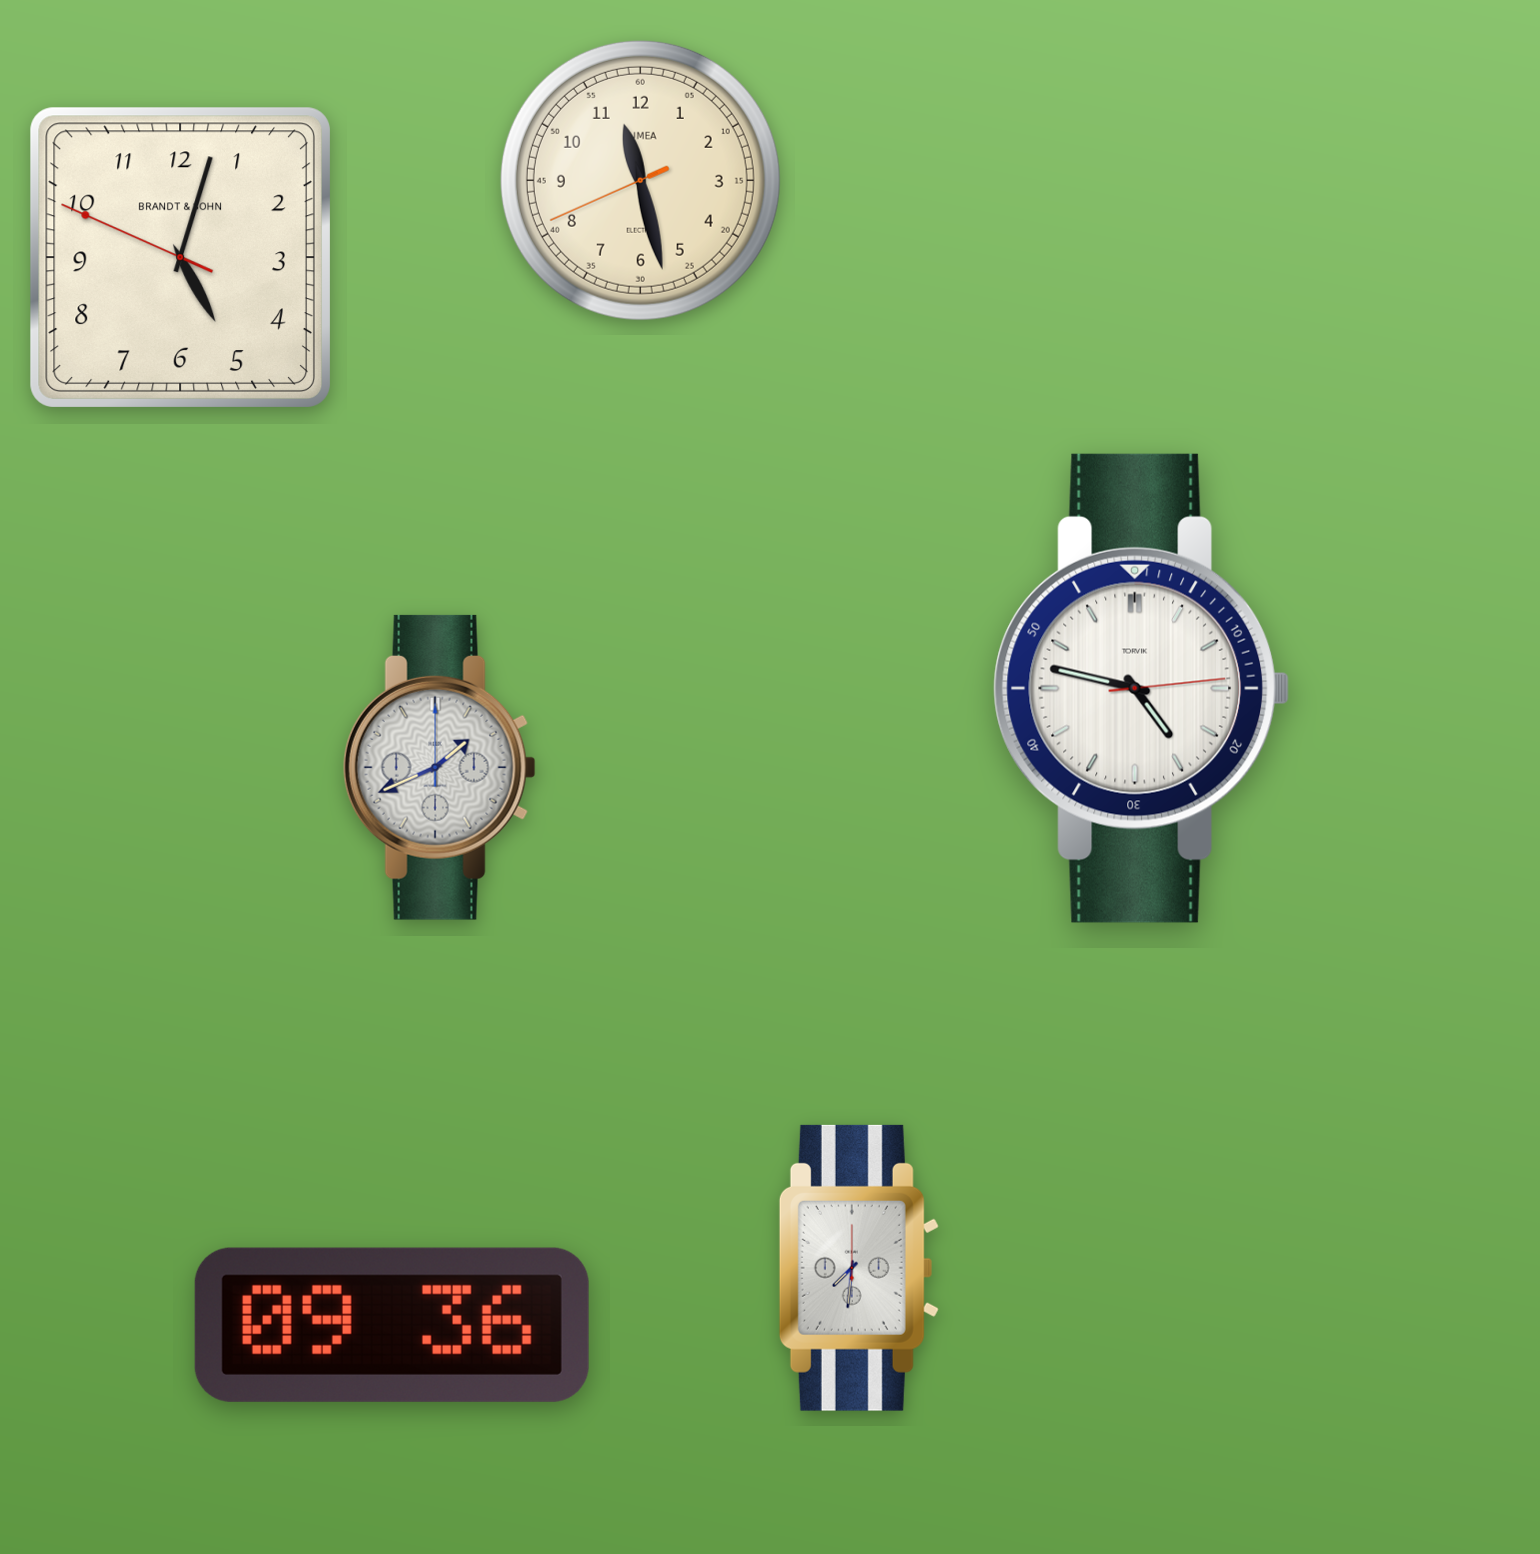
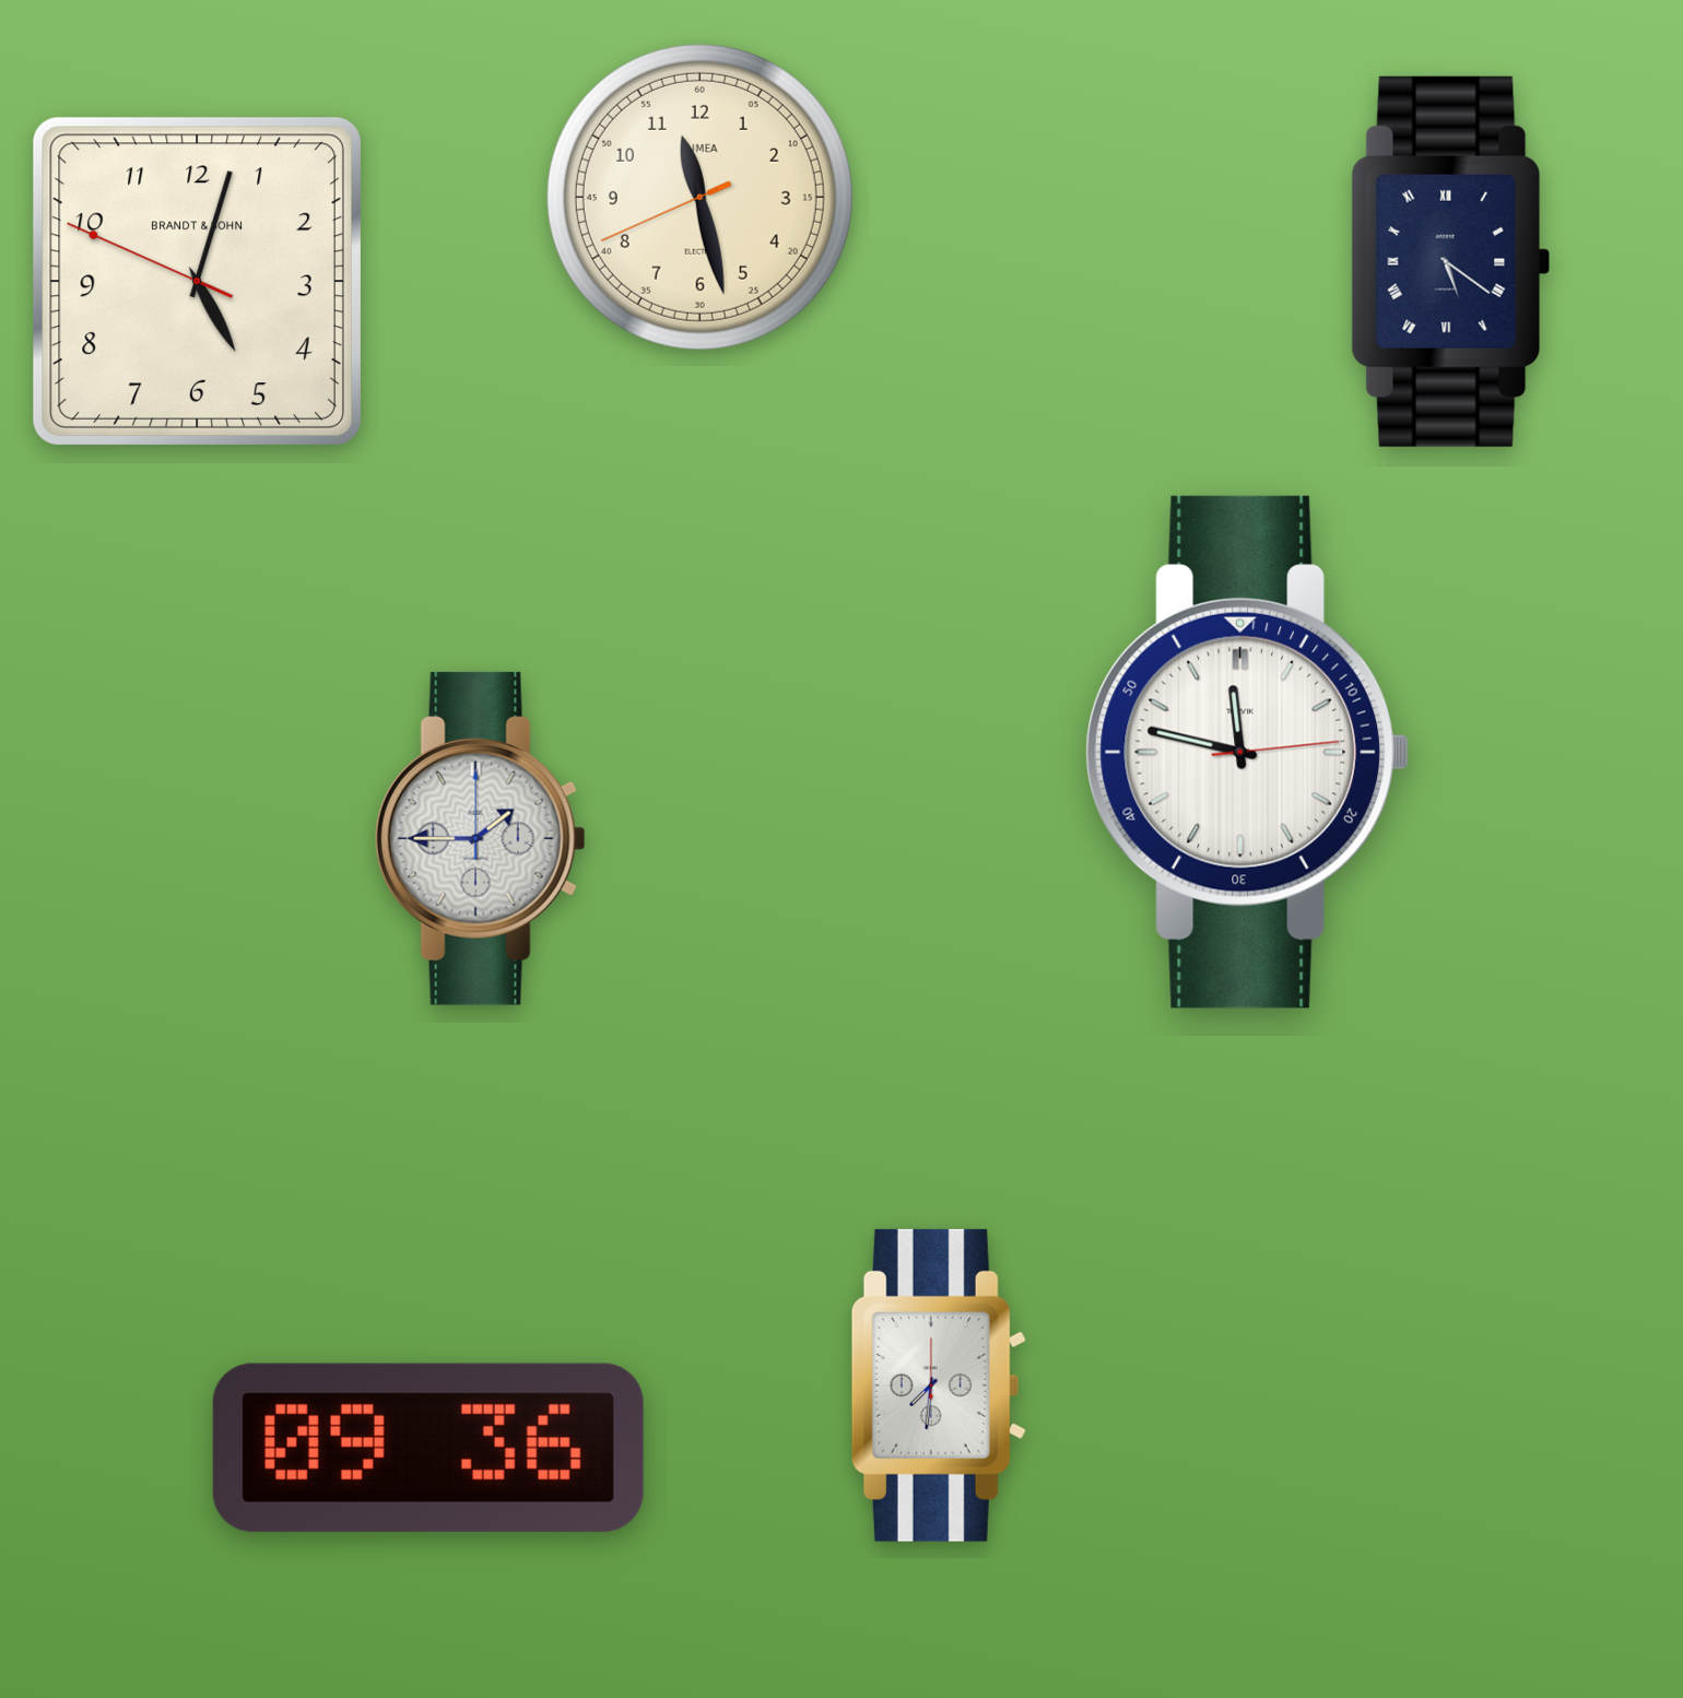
clock at (1451, 261): none -> 5:21
clock at (1142, 688): 4:47 -> 11:47
clock at (439, 767): 1:41 -> 1:45
